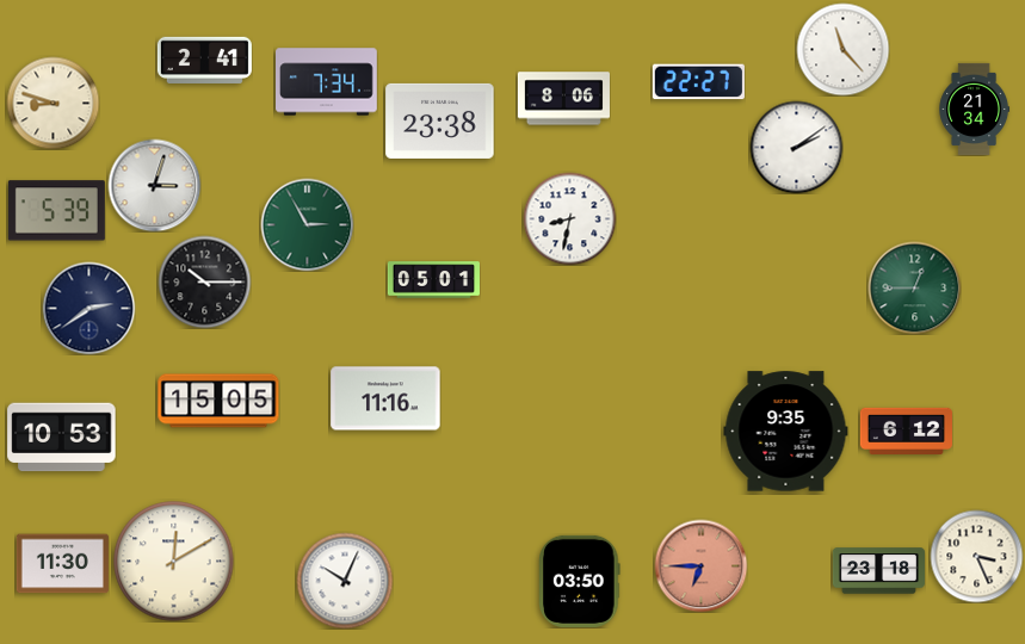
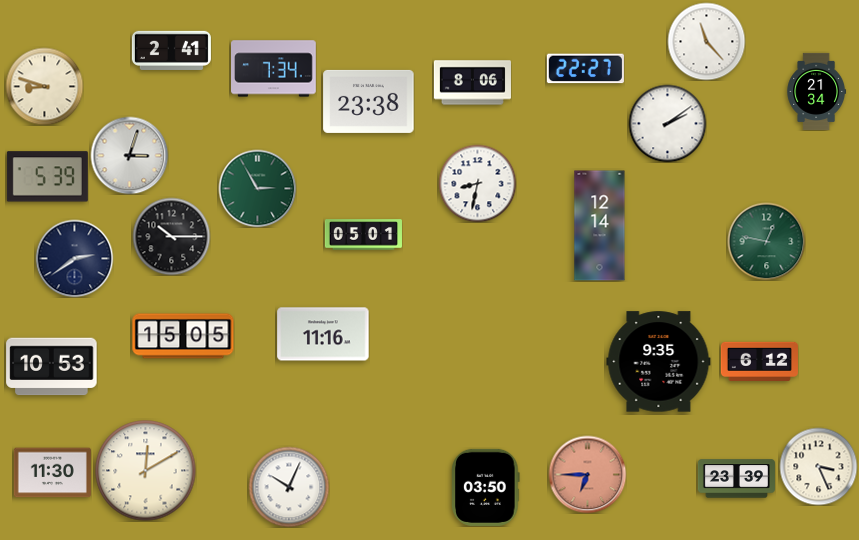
clock at (600, 226): none -> 12:14
clock at (914, 287): 12:45 -> 12:47
clock at (878, 571): 23:18 -> 23:39
